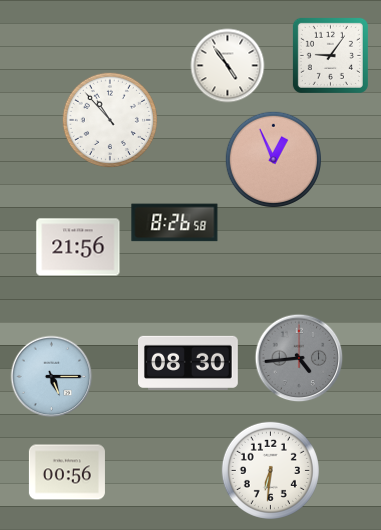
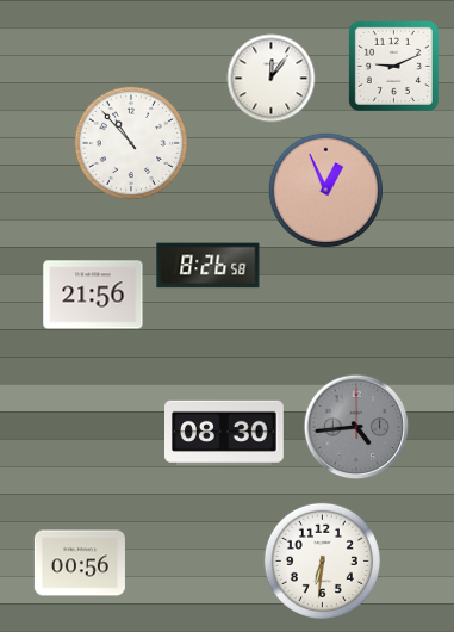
clock at (330, 55): 9:06 -> 9:11
clock at (228, 66): 4:54 -> 12:06
clock at (52, 377): 5:15 -> none
